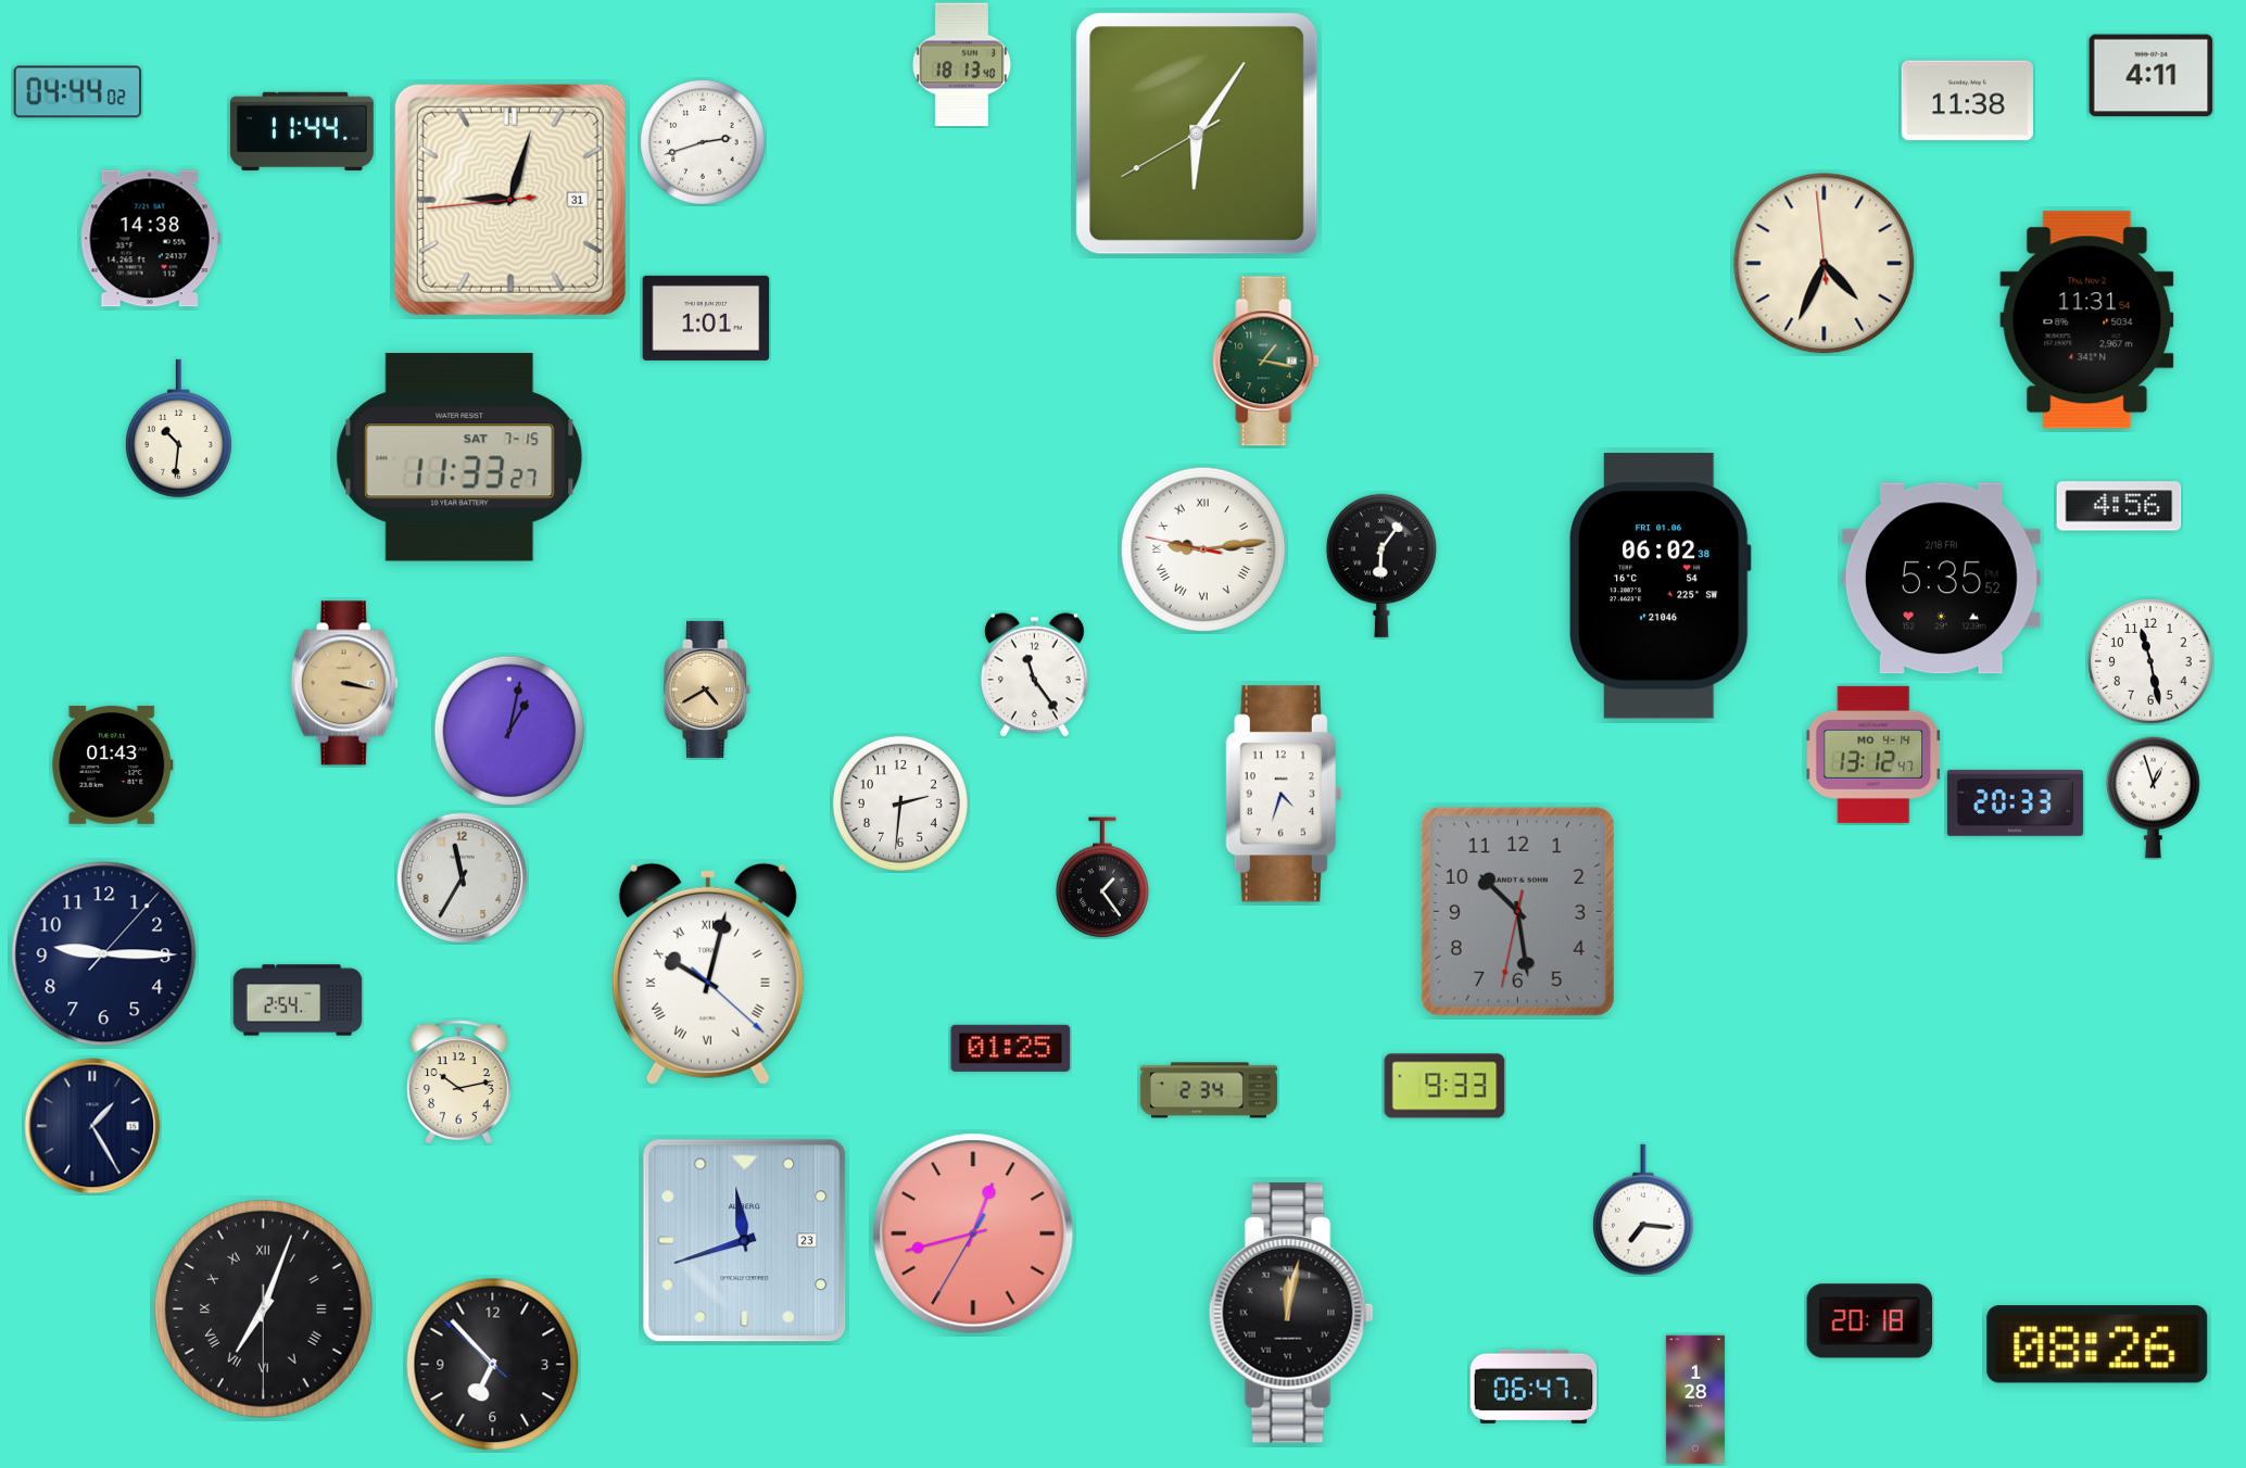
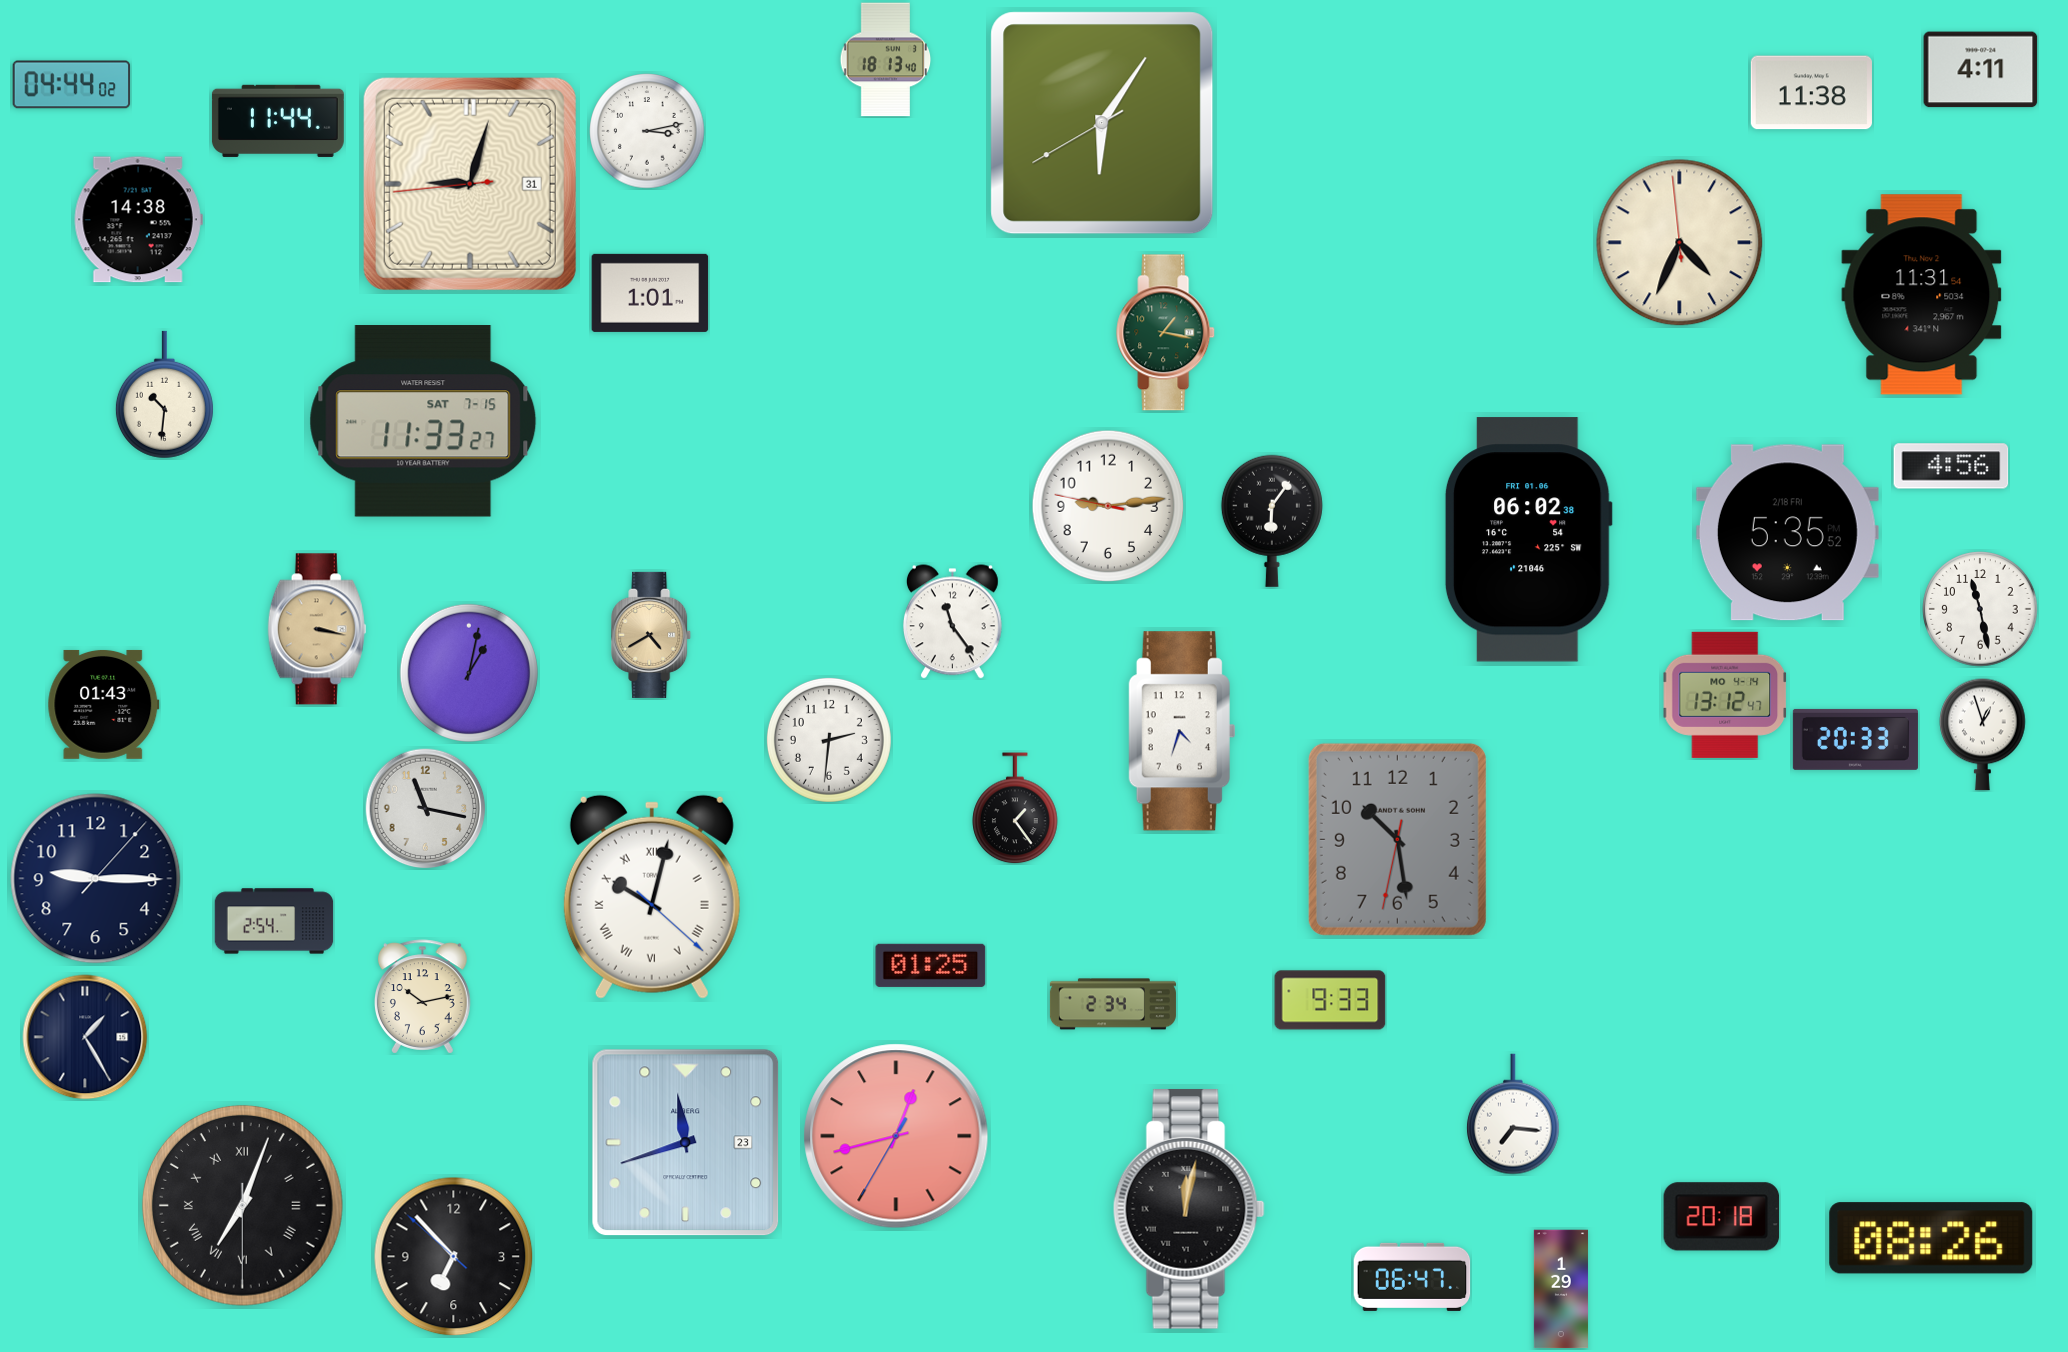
clock at (703, 142): 2:42 -> 3:13
clock at (1203, 549) numerals: Roman -> Arabic
clock at (463, 878): 11:35 -> 11:17
clock at (1695, 1400): 1:28 -> 1:29
